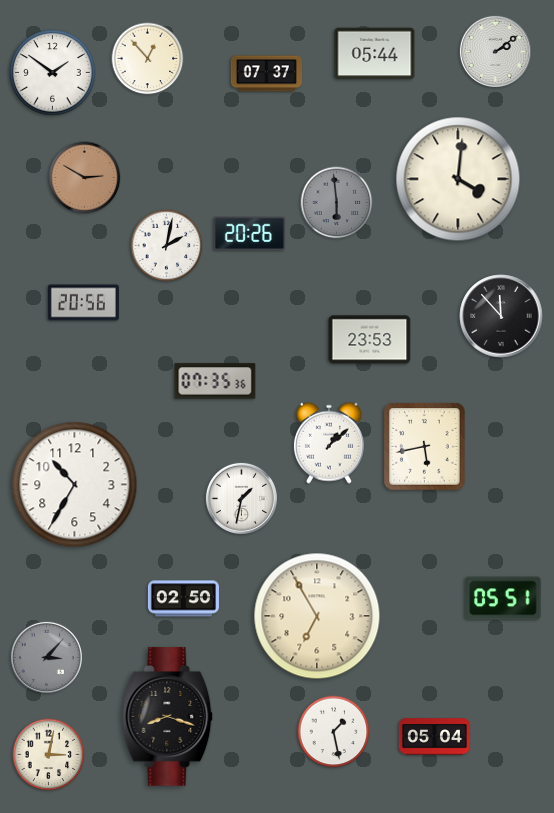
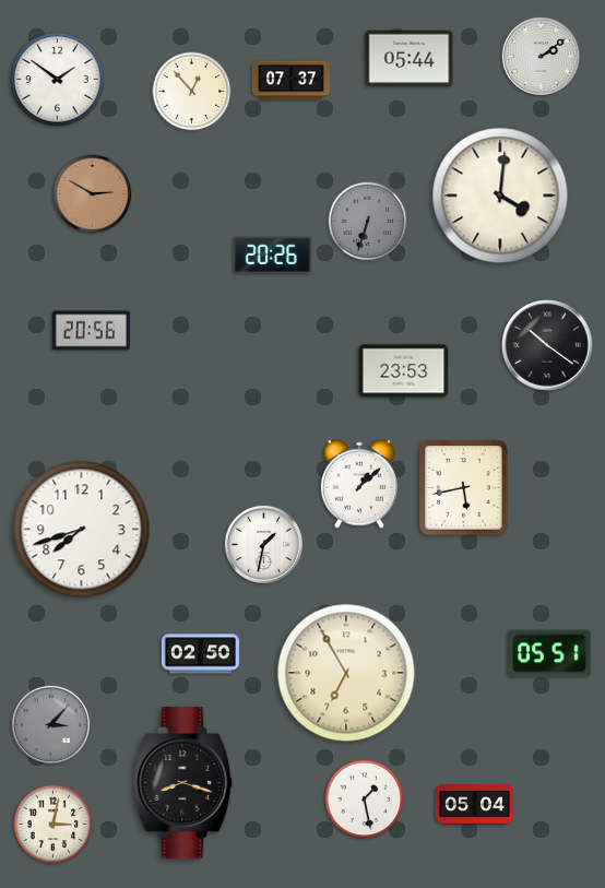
clock at (148, 59) position: (148, 59) -> (192, 92)
clock at (337, 203): 5:59 -> 6:33
clock at (167, 246): 2:02 -> none
clock at (501, 316): 11:53 -> 10:21
clock at (215, 381): 07:35 -> none
clock at (75, 485): 10:35 -> 7:42
clock at (46, 657) position: (46, 657) -> (50, 724)
